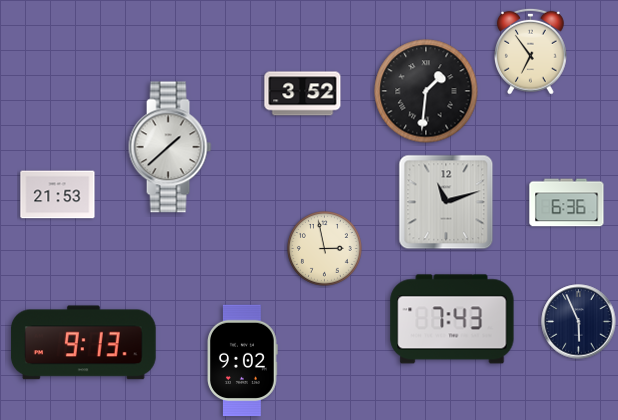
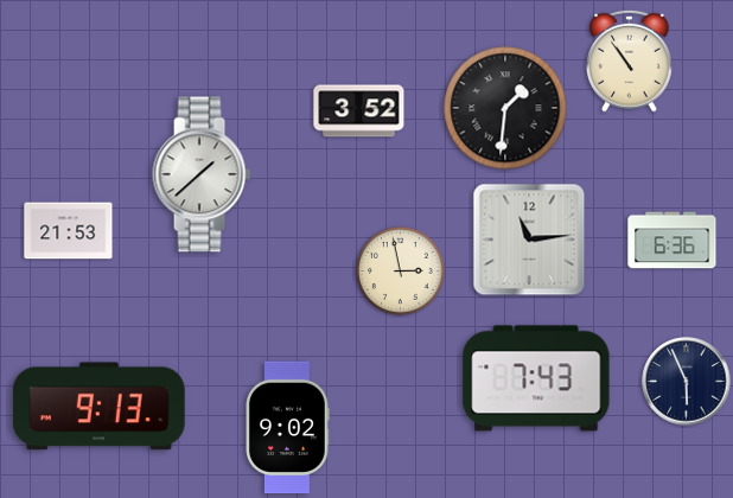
clock at (531, 51): 6:54 -> 10:54
clock at (446, 202): 11:12 -> 11:14
clock at (325, 249) position: (325, 249) -> (401, 272)
